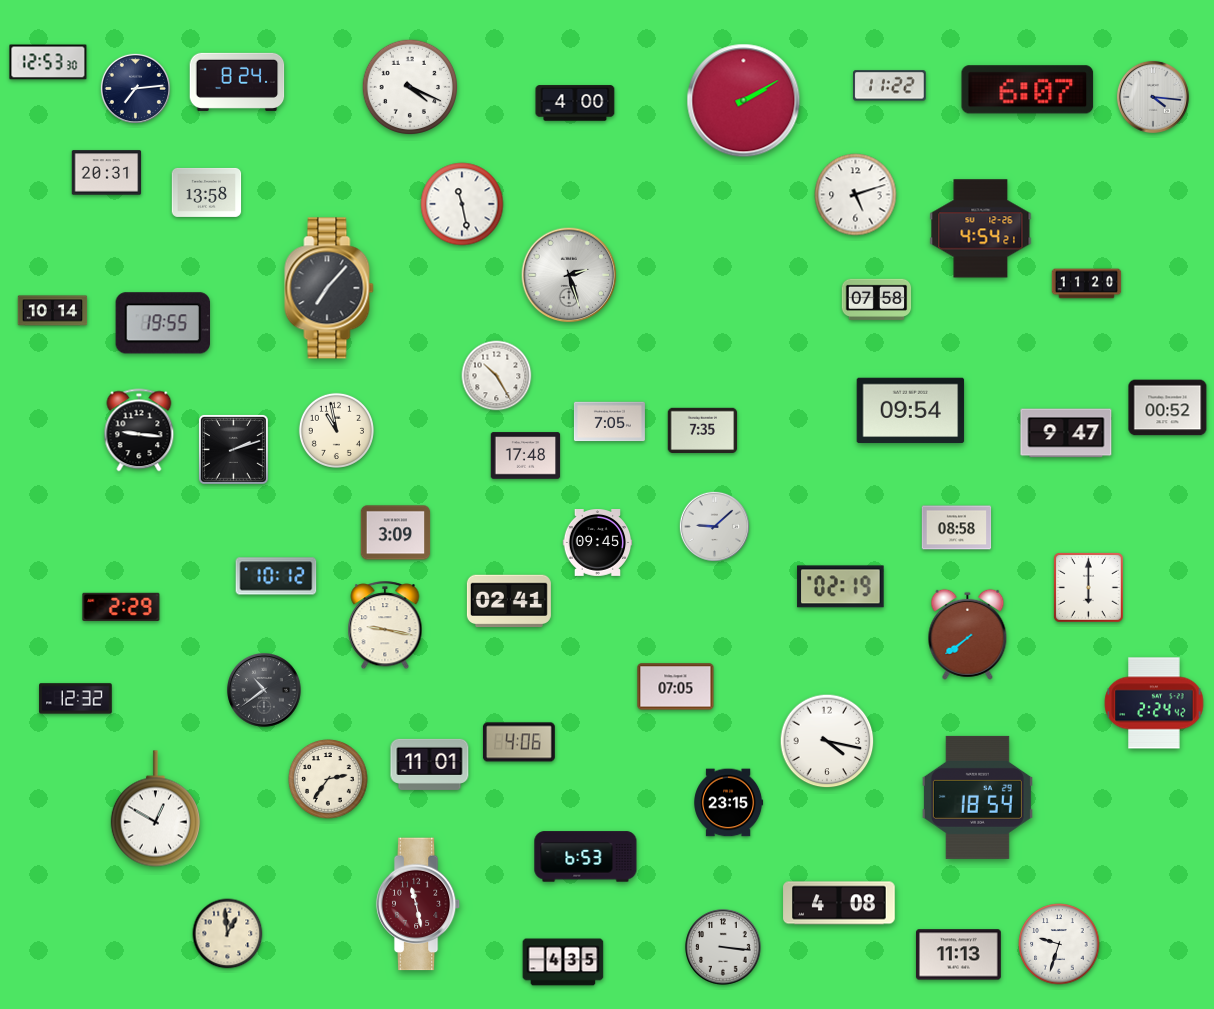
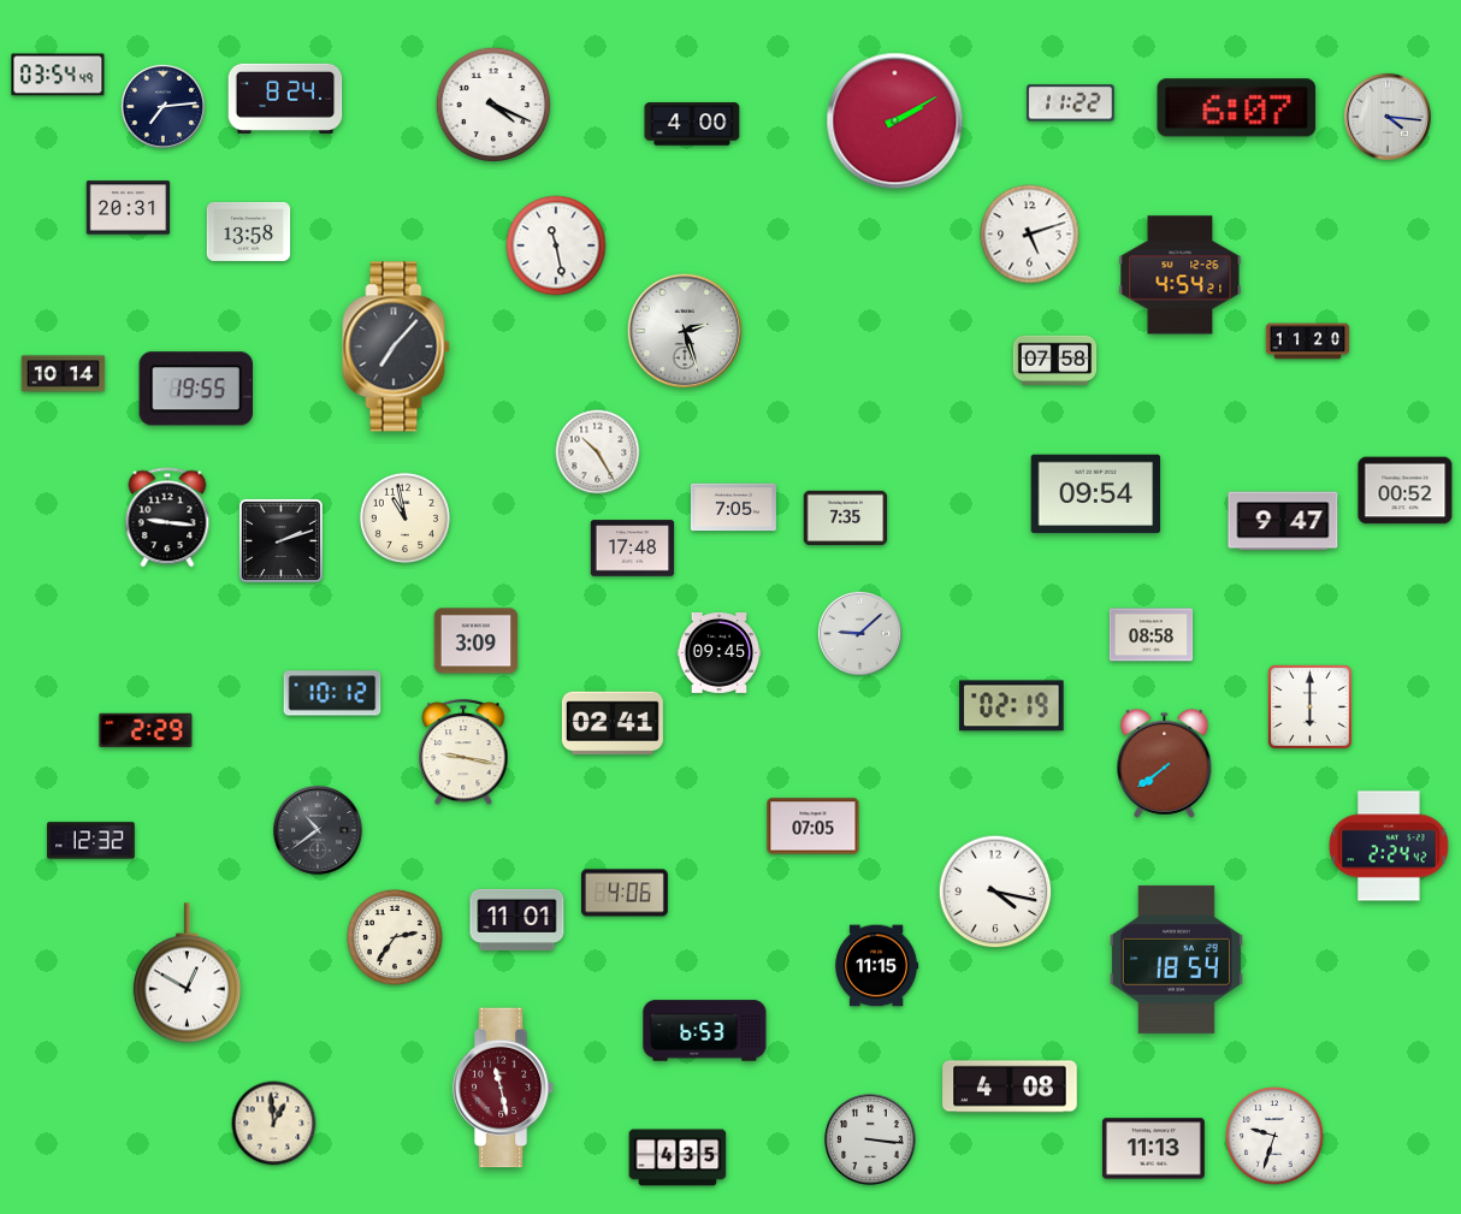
clock at (48, 62): 12:53 -> 03:54
clock at (729, 803): 23:15 -> 11:15
